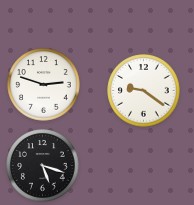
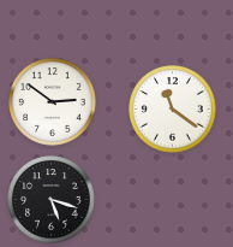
clock at (44, 85): 2:48 -> 2:51
clock at (144, 91): 9:21 -> 11:21
